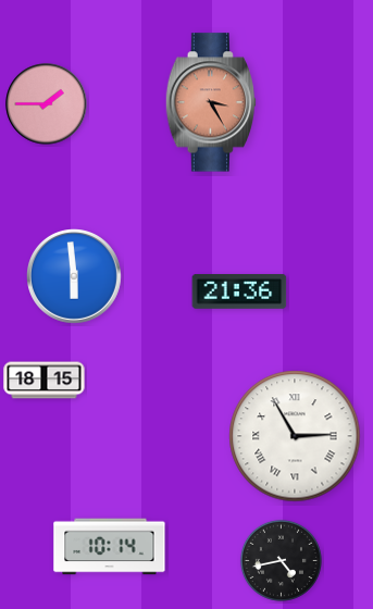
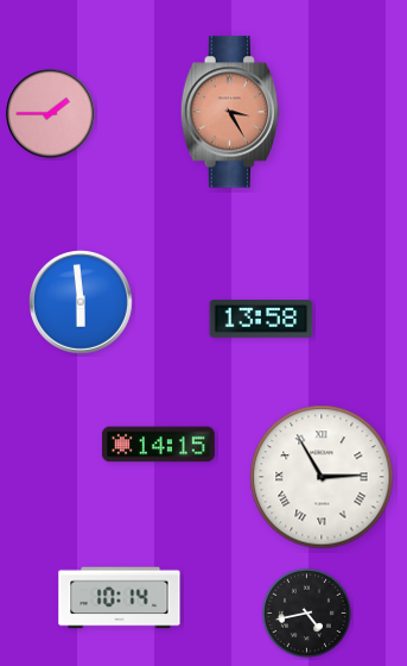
clock at (239, 293): 21:36 -> 13:58
clock at (45, 381): 18:15 -> none
clock at (158, 445): none -> 14:15
